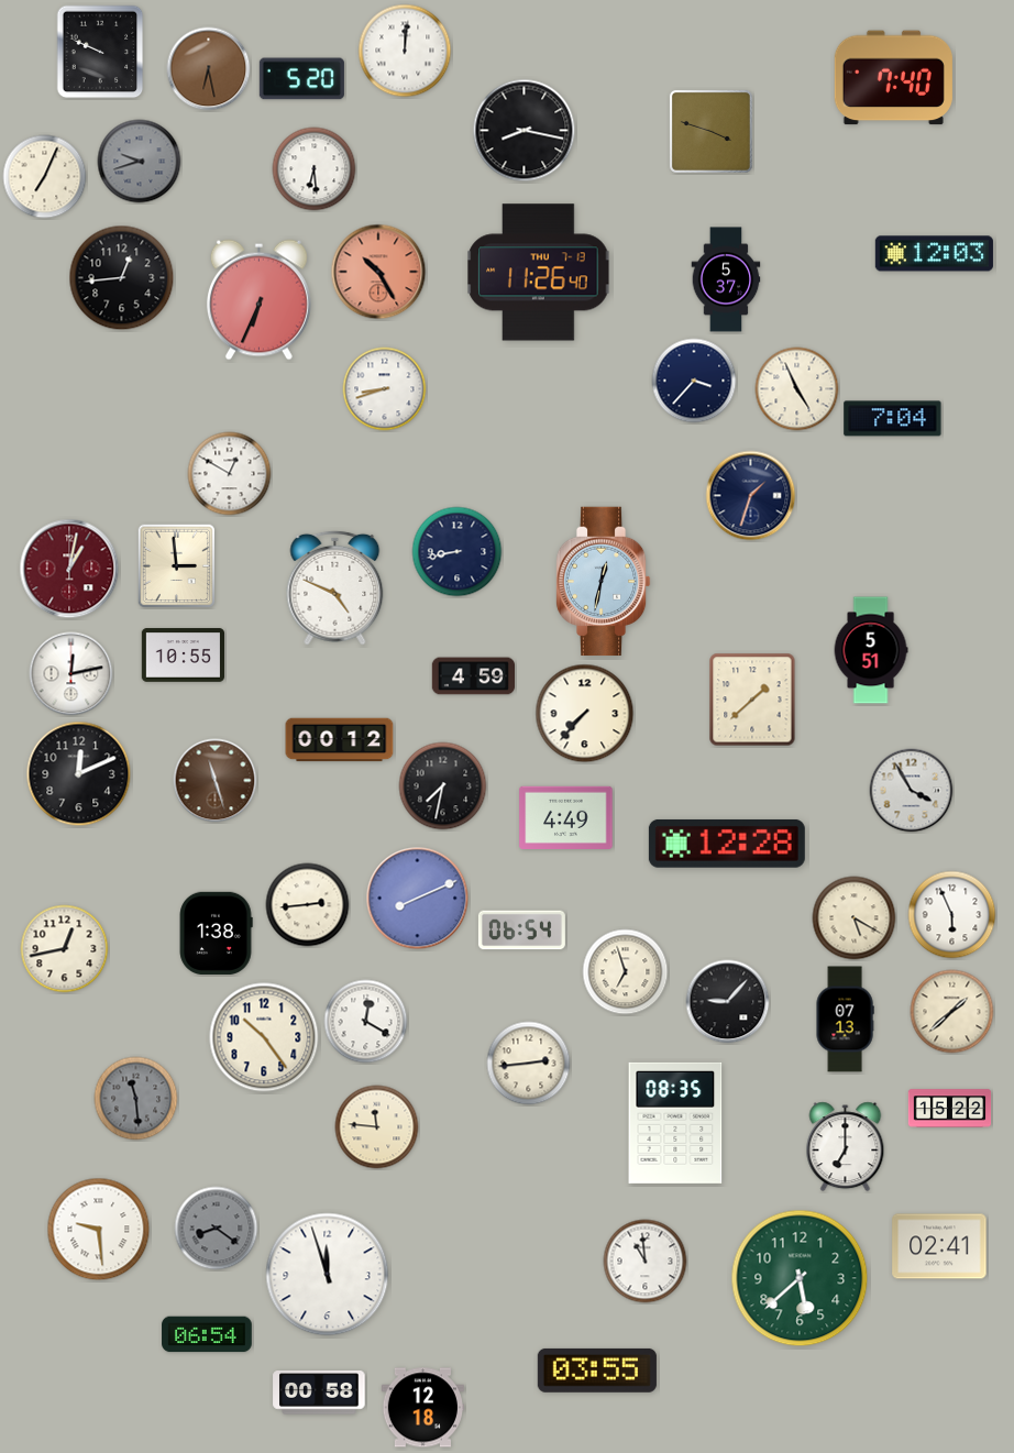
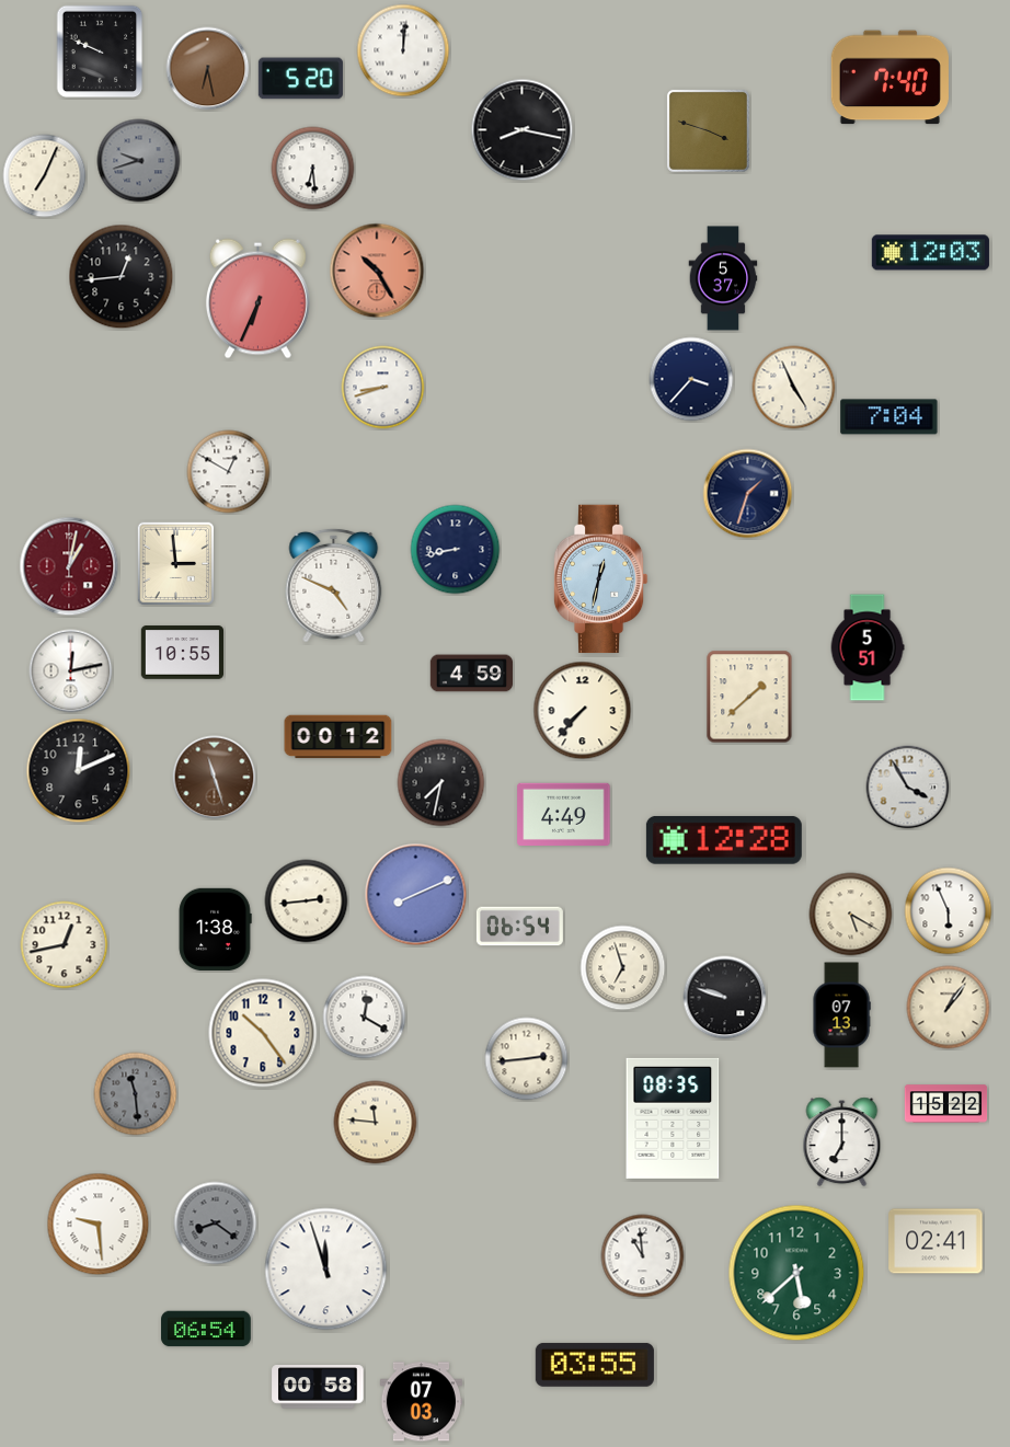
clock at (539, 273): 11:26 -> none
clock at (728, 1002): 9:07 -> 9:48
clock at (952, 1012): 1:38 -> 1:06
clock at (422, 1408): 12:18 -> 07:03
